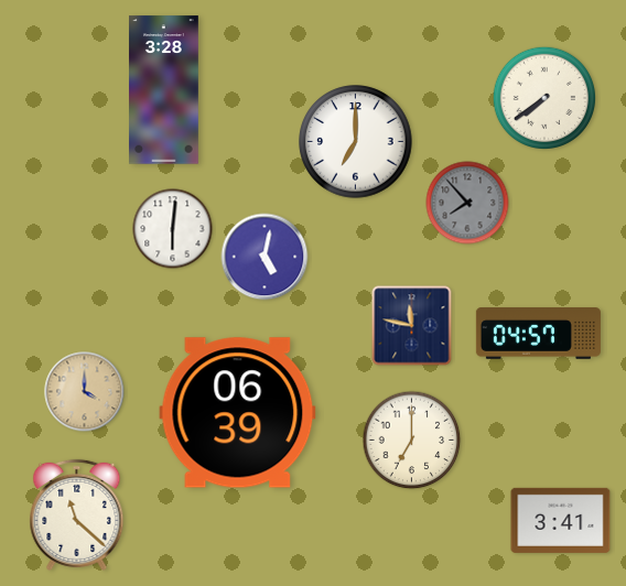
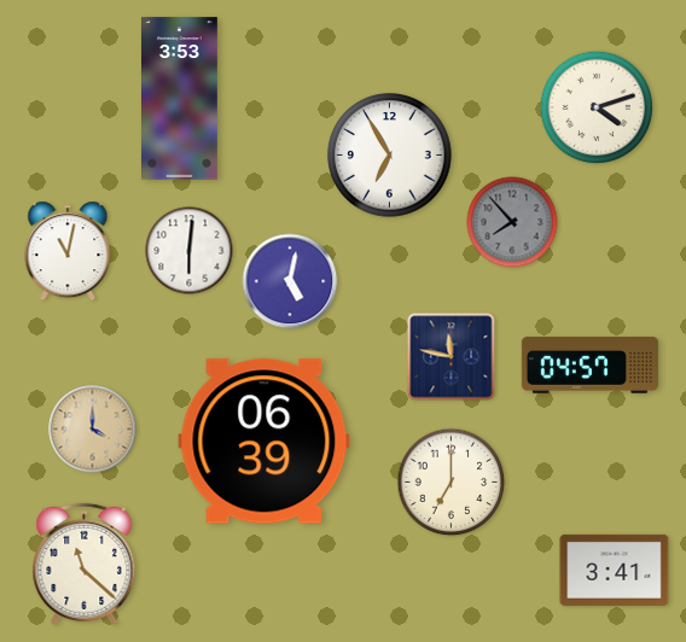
clock at (164, 90): 3:28 -> 3:53
clock at (543, 97): 7:39 -> 4:12
clock at (356, 142): 7:00 -> 6:55
clock at (68, 251): none -> 11:02
clock at (238, 413) position: (238, 413) -> (264, 442)
